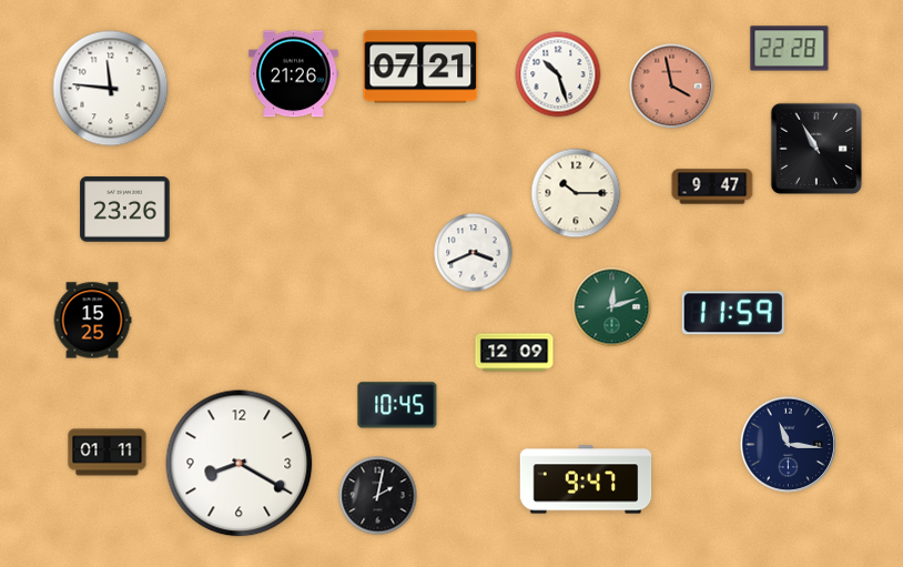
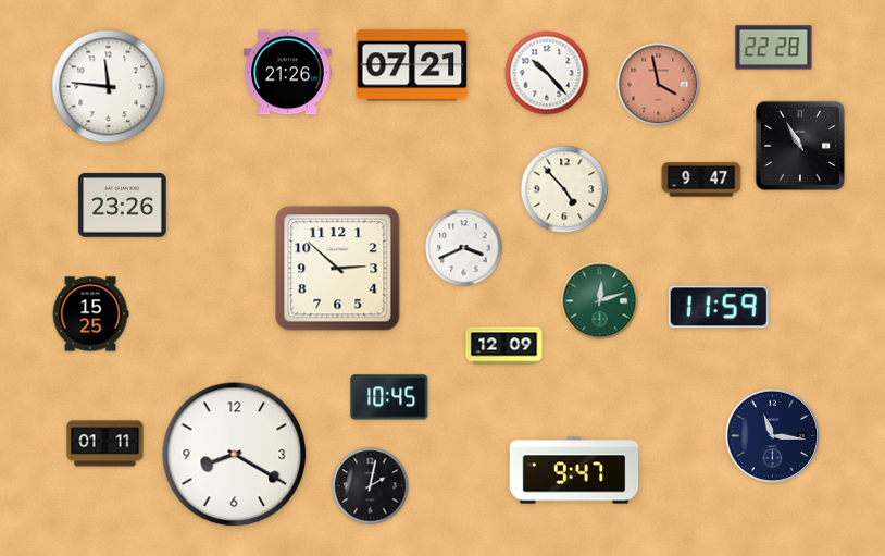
clock at (558, 74): 10:27 -> 10:23
clock at (712, 186) position: (712, 186) -> (701, 180)
clock at (576, 193): 10:15 -> 4:53
clock at (338, 269): none -> 2:52
